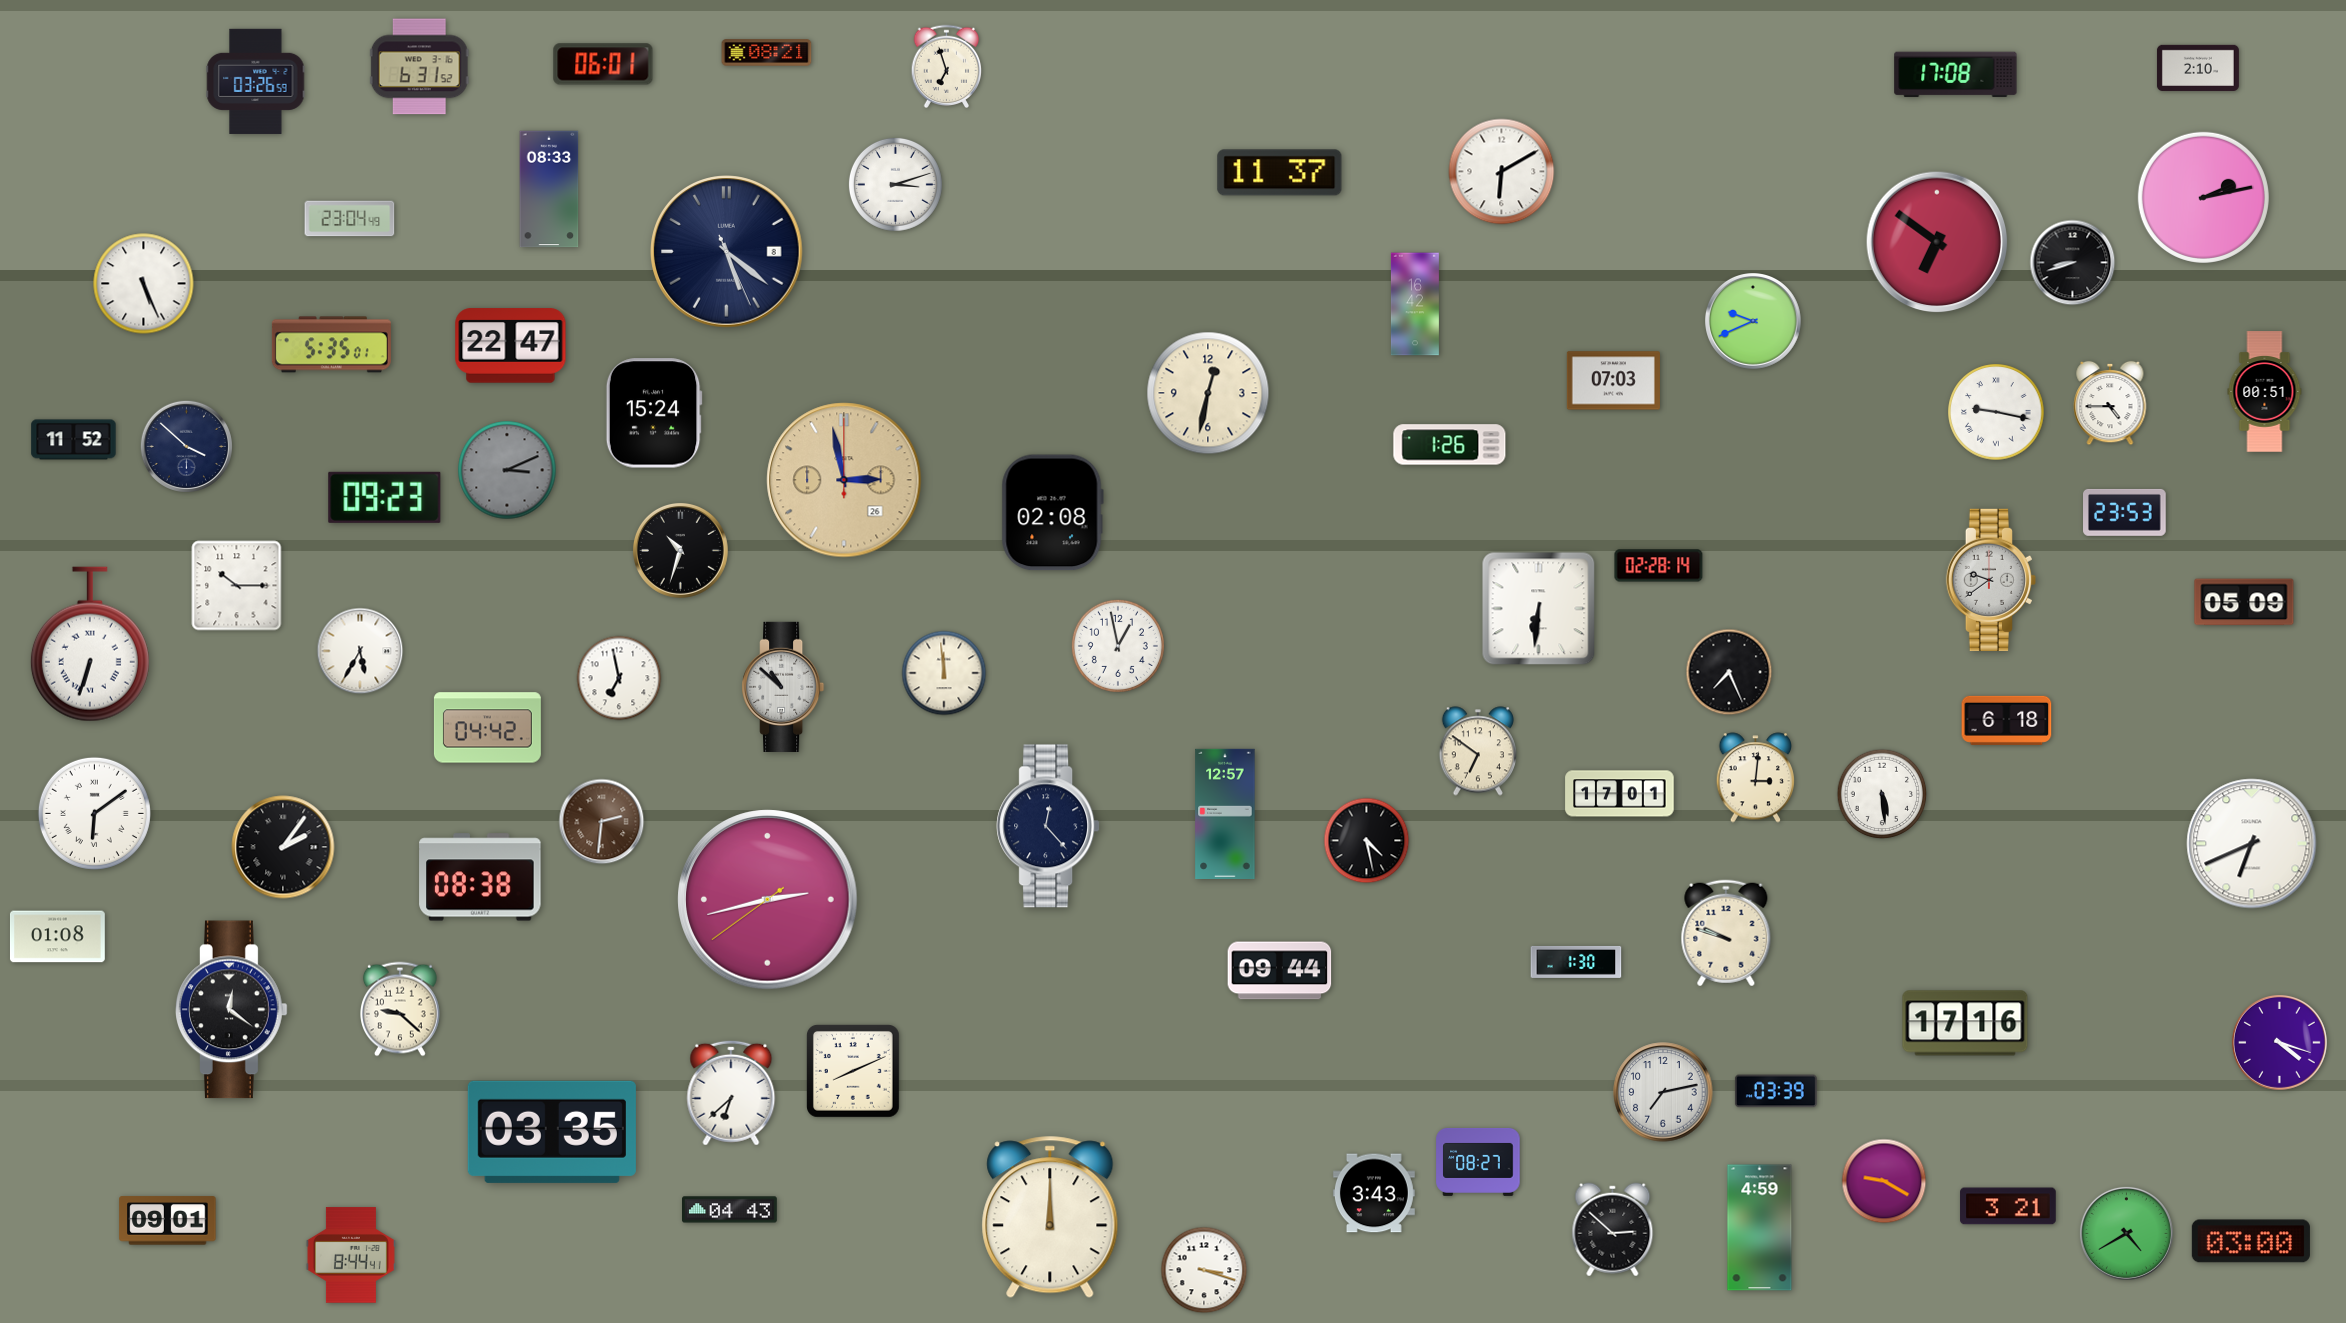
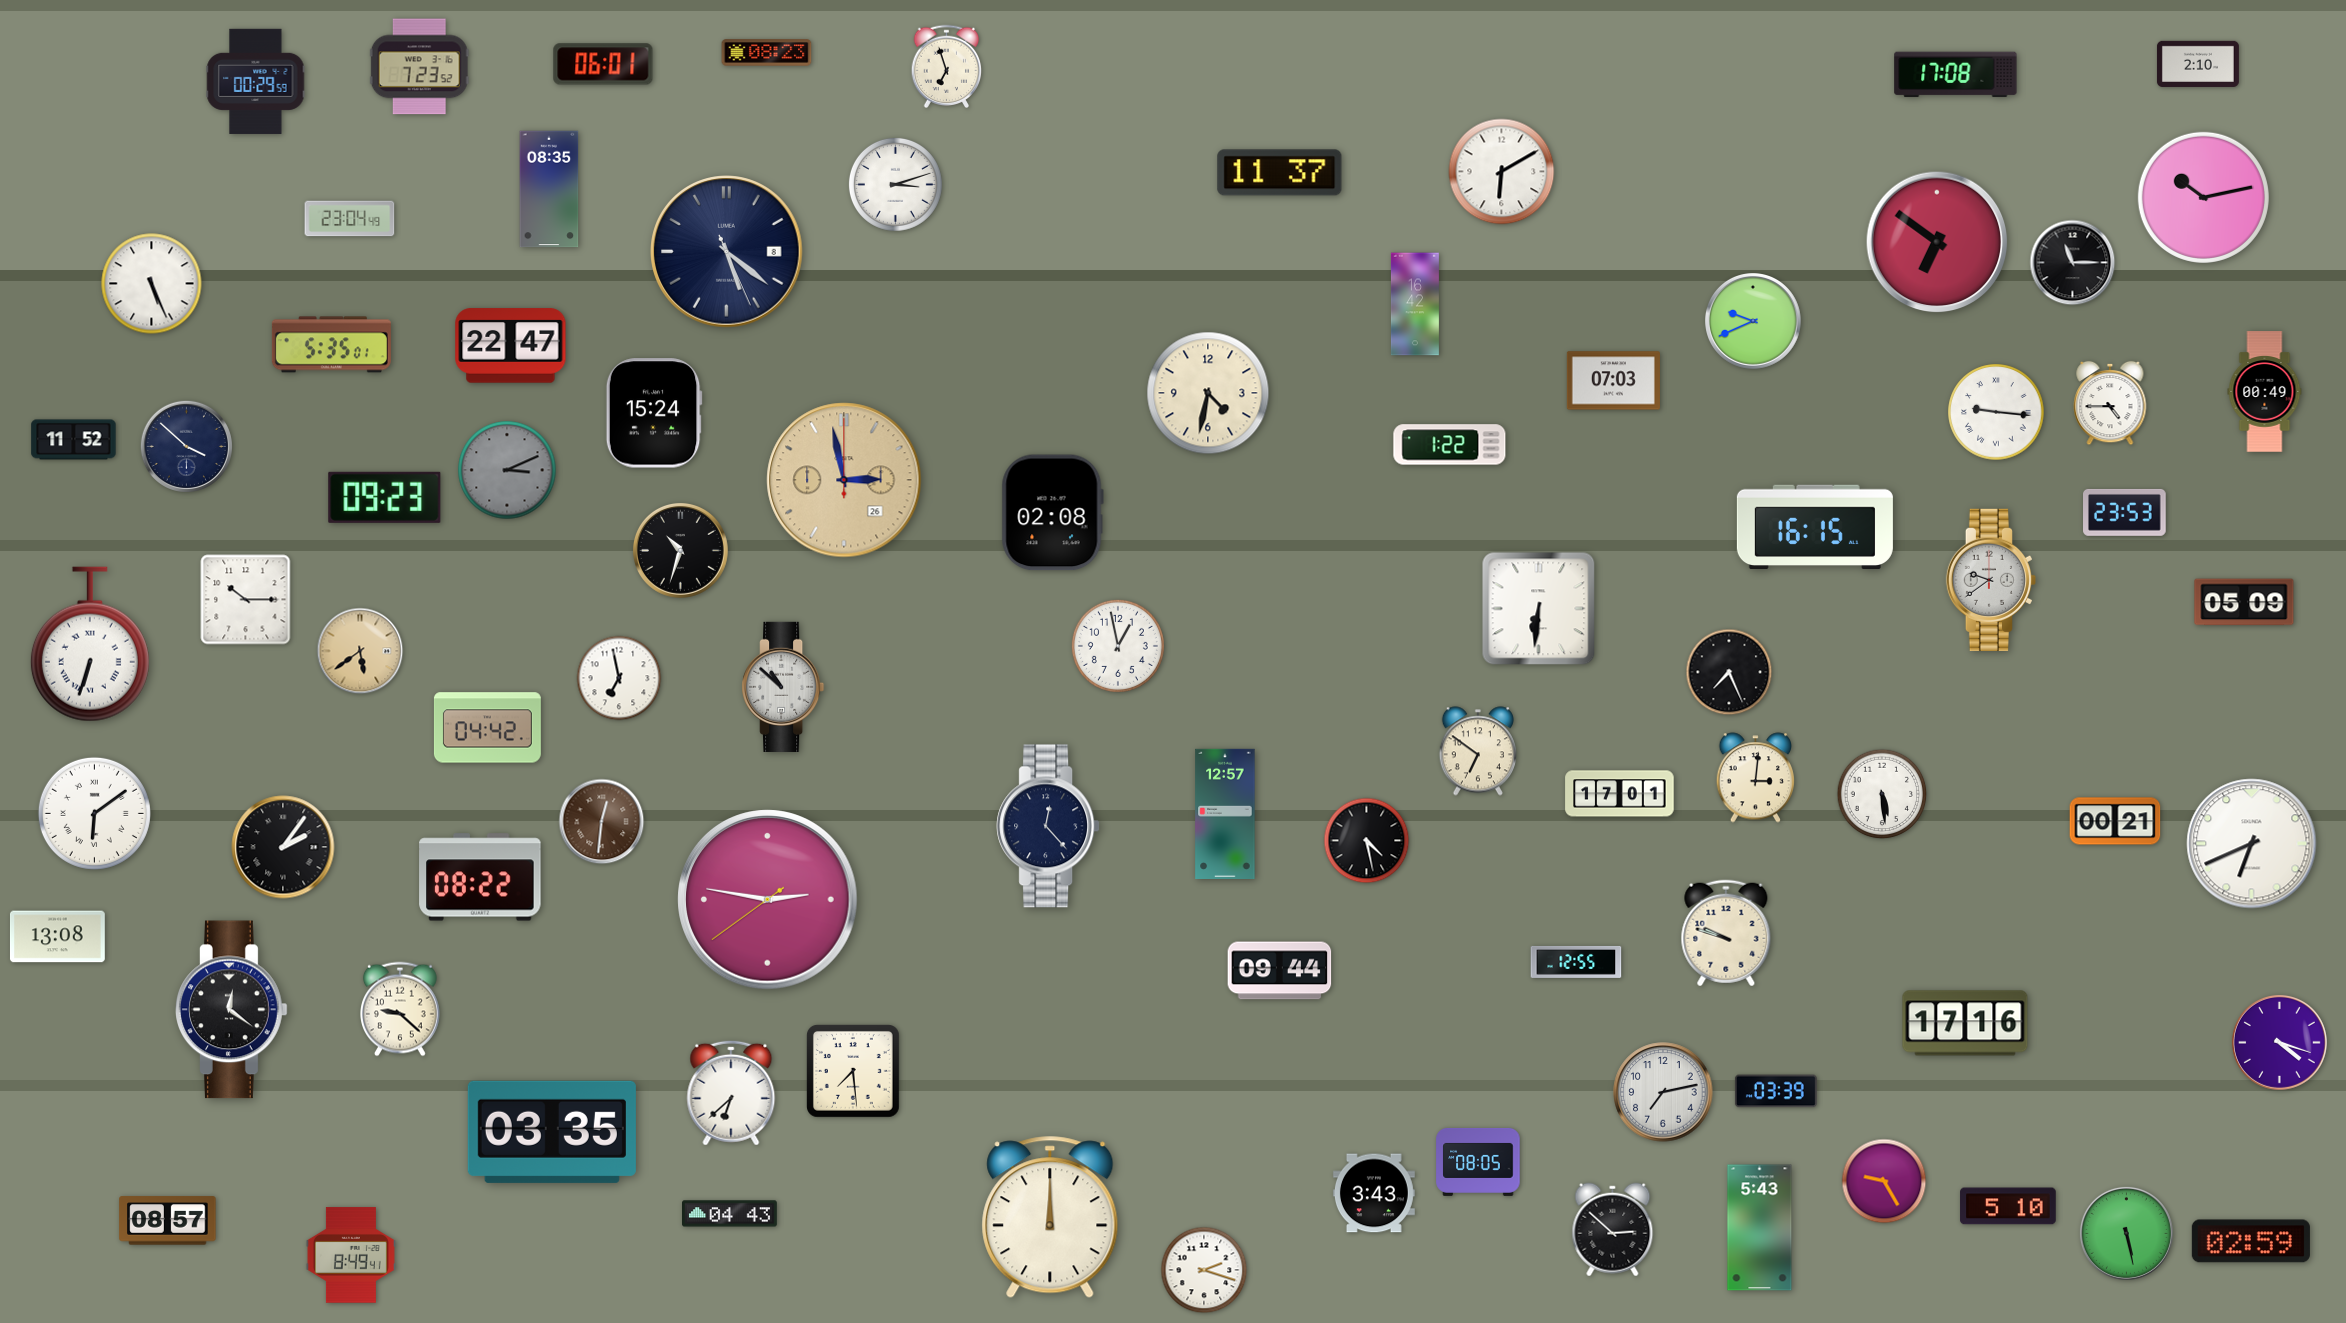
clock at (767, 53): 08:21 -> 08:23
clock at (419, 67): 6:31 -> 7:23
clock at (2198, 68) position: (2198, 68) -> (2198, 64)
clock at (256, 81): 03:26 -> 00:29
clock at (549, 189): 08:33 -> 08:35
clock at (2203, 197): 2:13 -> 10:13
clock at (2073, 263): 8:42 -> 11:15
clock at (144, 284) position: (144, 284) -> (152, 284)
clock at (2265, 392): 00:51 -> 00:49
clock at (1208, 393): 12:32 -> 4:32
clock at (1996, 412): 9:17 -> 9:16
clock at (1450, 445): 1:26 -> 1:22
clock at (1815, 527): none -> 16:15
clock at (1659, 566): 02:28 -> none
clock at (237, 586) position: (237, 586) -> (246, 600)
clock at (360, 651): 5:35 -> 5:39
clock at (360, 651) dial: white -> champagne
clock at (944, 673): 11:59 -> none
clock at (2007, 720): 6:18 -> none
clock at (2115, 821): none -> 00:21
clock at (602, 822): 2:31 -> 12:31
clock at (480, 877): 08:38 -> 08:22
clock at (768, 900): 2:42 -> 2:46
clock at (57, 937): 01:08 -> 13:08
clock at (1576, 962): 1:30 -> 12:55
clock at (854, 1072): 8:11 -> 7:29
clock at (1478, 1162): 08:27 -> 08:05
clock at (1884, 1181): 9:20 -> 9:25
clock at (2008, 1206): 3:21 -> 5:10
clock at (730, 1210) position: (730, 1210) -> (730, 1214)
clock at (168, 1221): 09:01 -> 08:57
clock at (1760, 1228): 4:59 -> 5:43
clock at (2126, 1233): 4:40 -> 5:28
clock at (2251, 1241): 03:00 -> 02:59
clock at (351, 1255): 8:44 -> 8:49
clock at (1204, 1270): 3:18 -> 2:18
